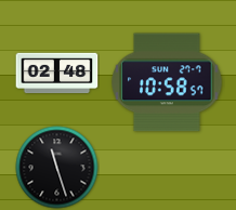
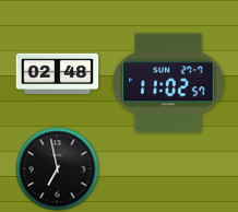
clock at (167, 82): 10:58 -> 11:02
clock at (57, 168): 11:27 -> 6:58
